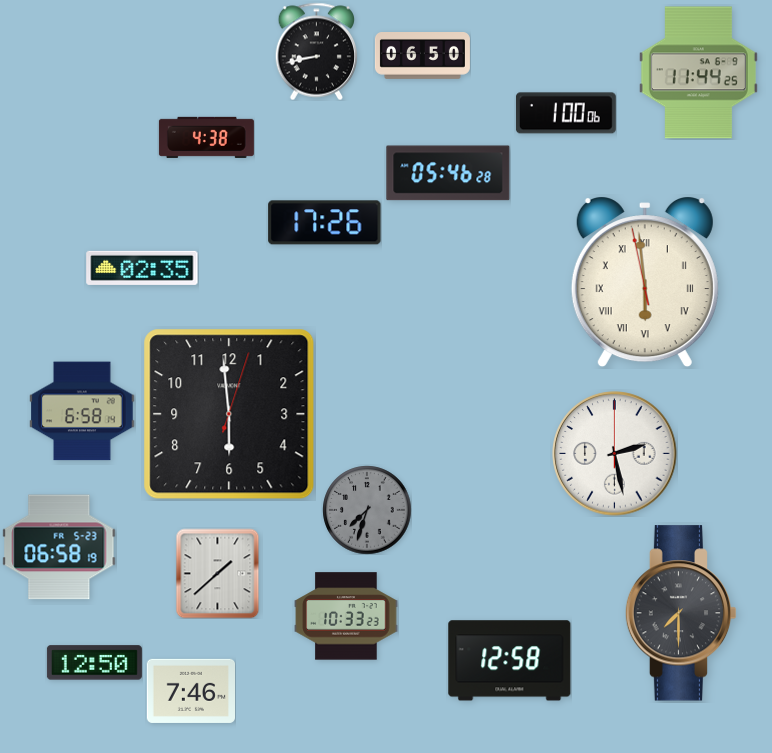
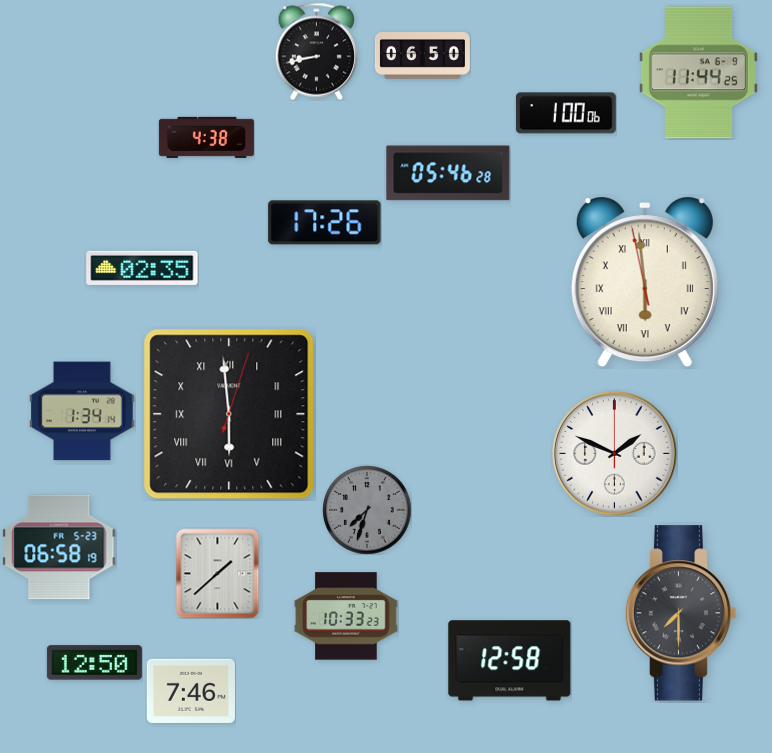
clock at (82, 411): 6:58 -> 1:34
clock at (229, 414) numerals: Arabic -> Roman
clock at (615, 454): 2:28 -> 1:49
